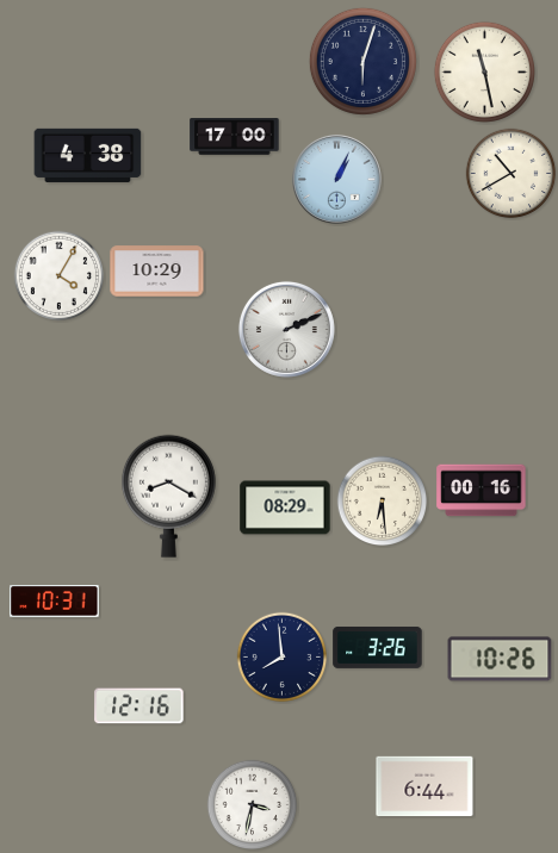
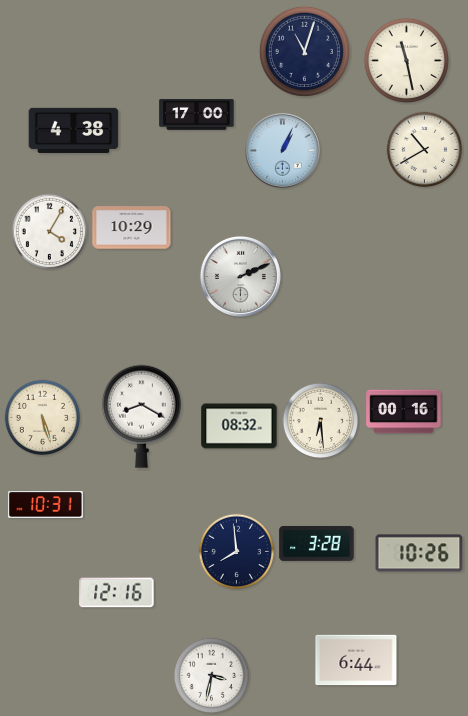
clock at (362, 61): 6:03 -> 11:03
clock at (511, 174) position: (511, 174) -> (425, 150)
clock at (43, 418): none -> 5:27
clock at (285, 508): 08:29 -> 08:32
clock at (378, 647): 3:26 -> 3:28
